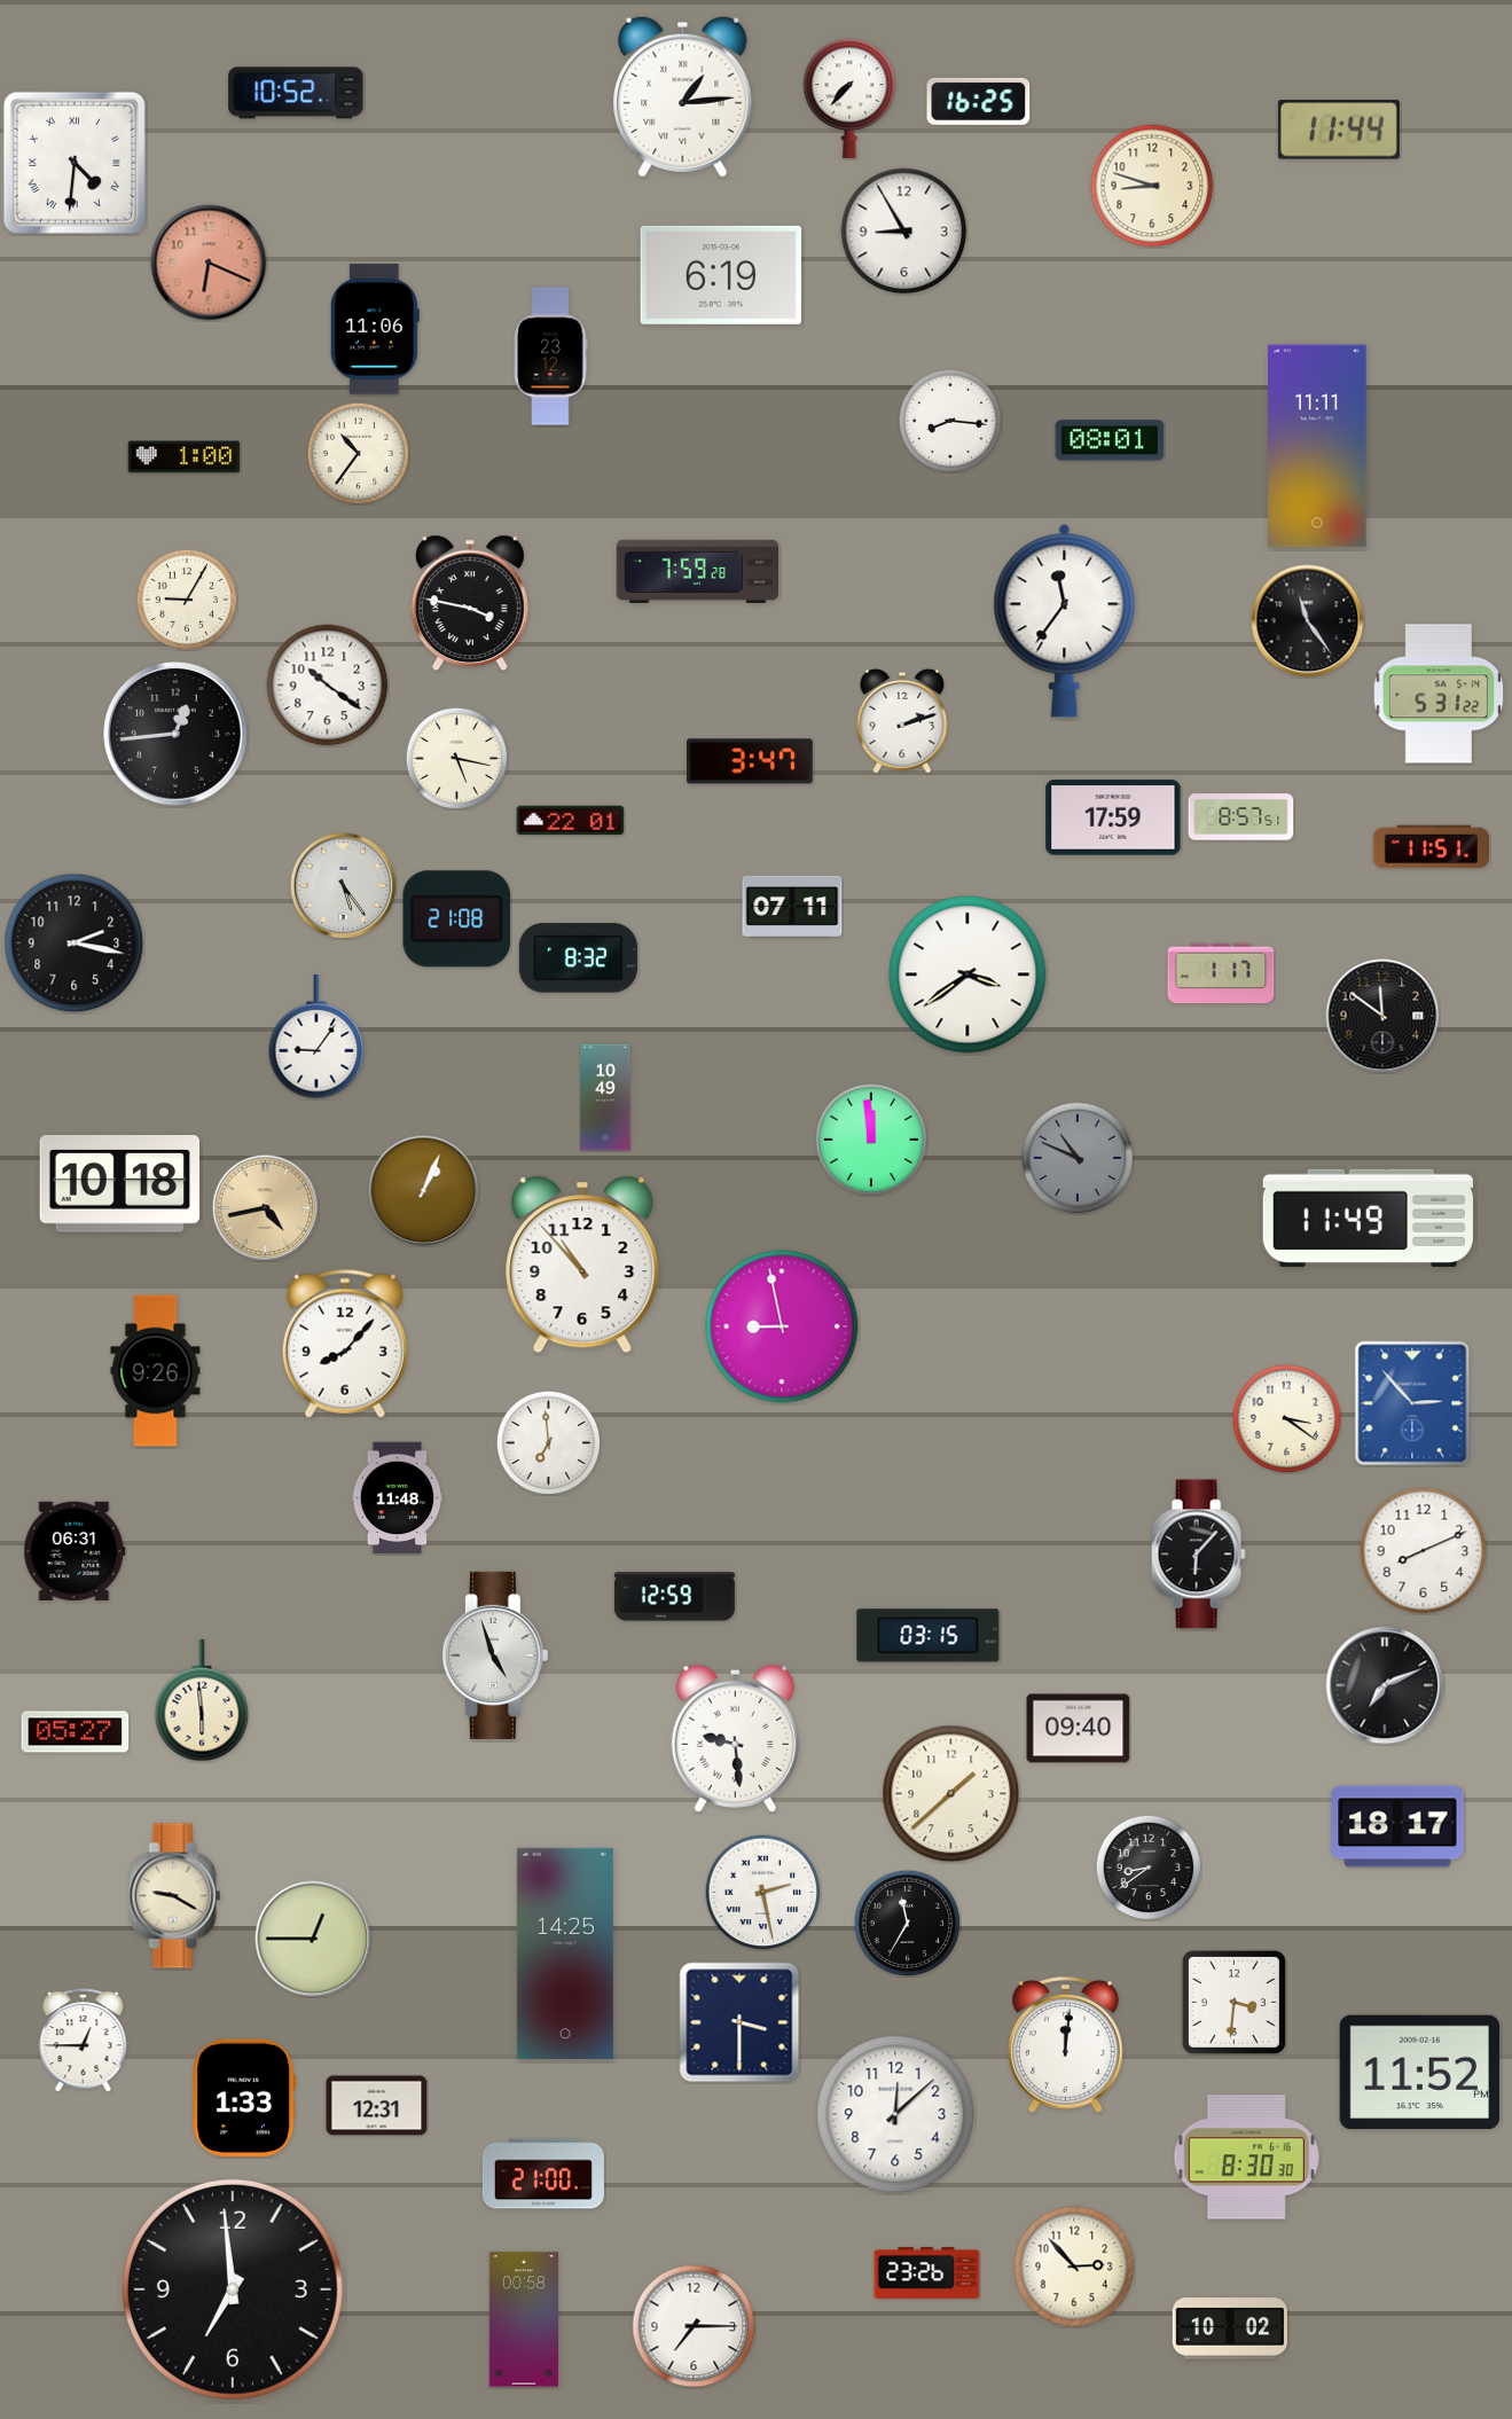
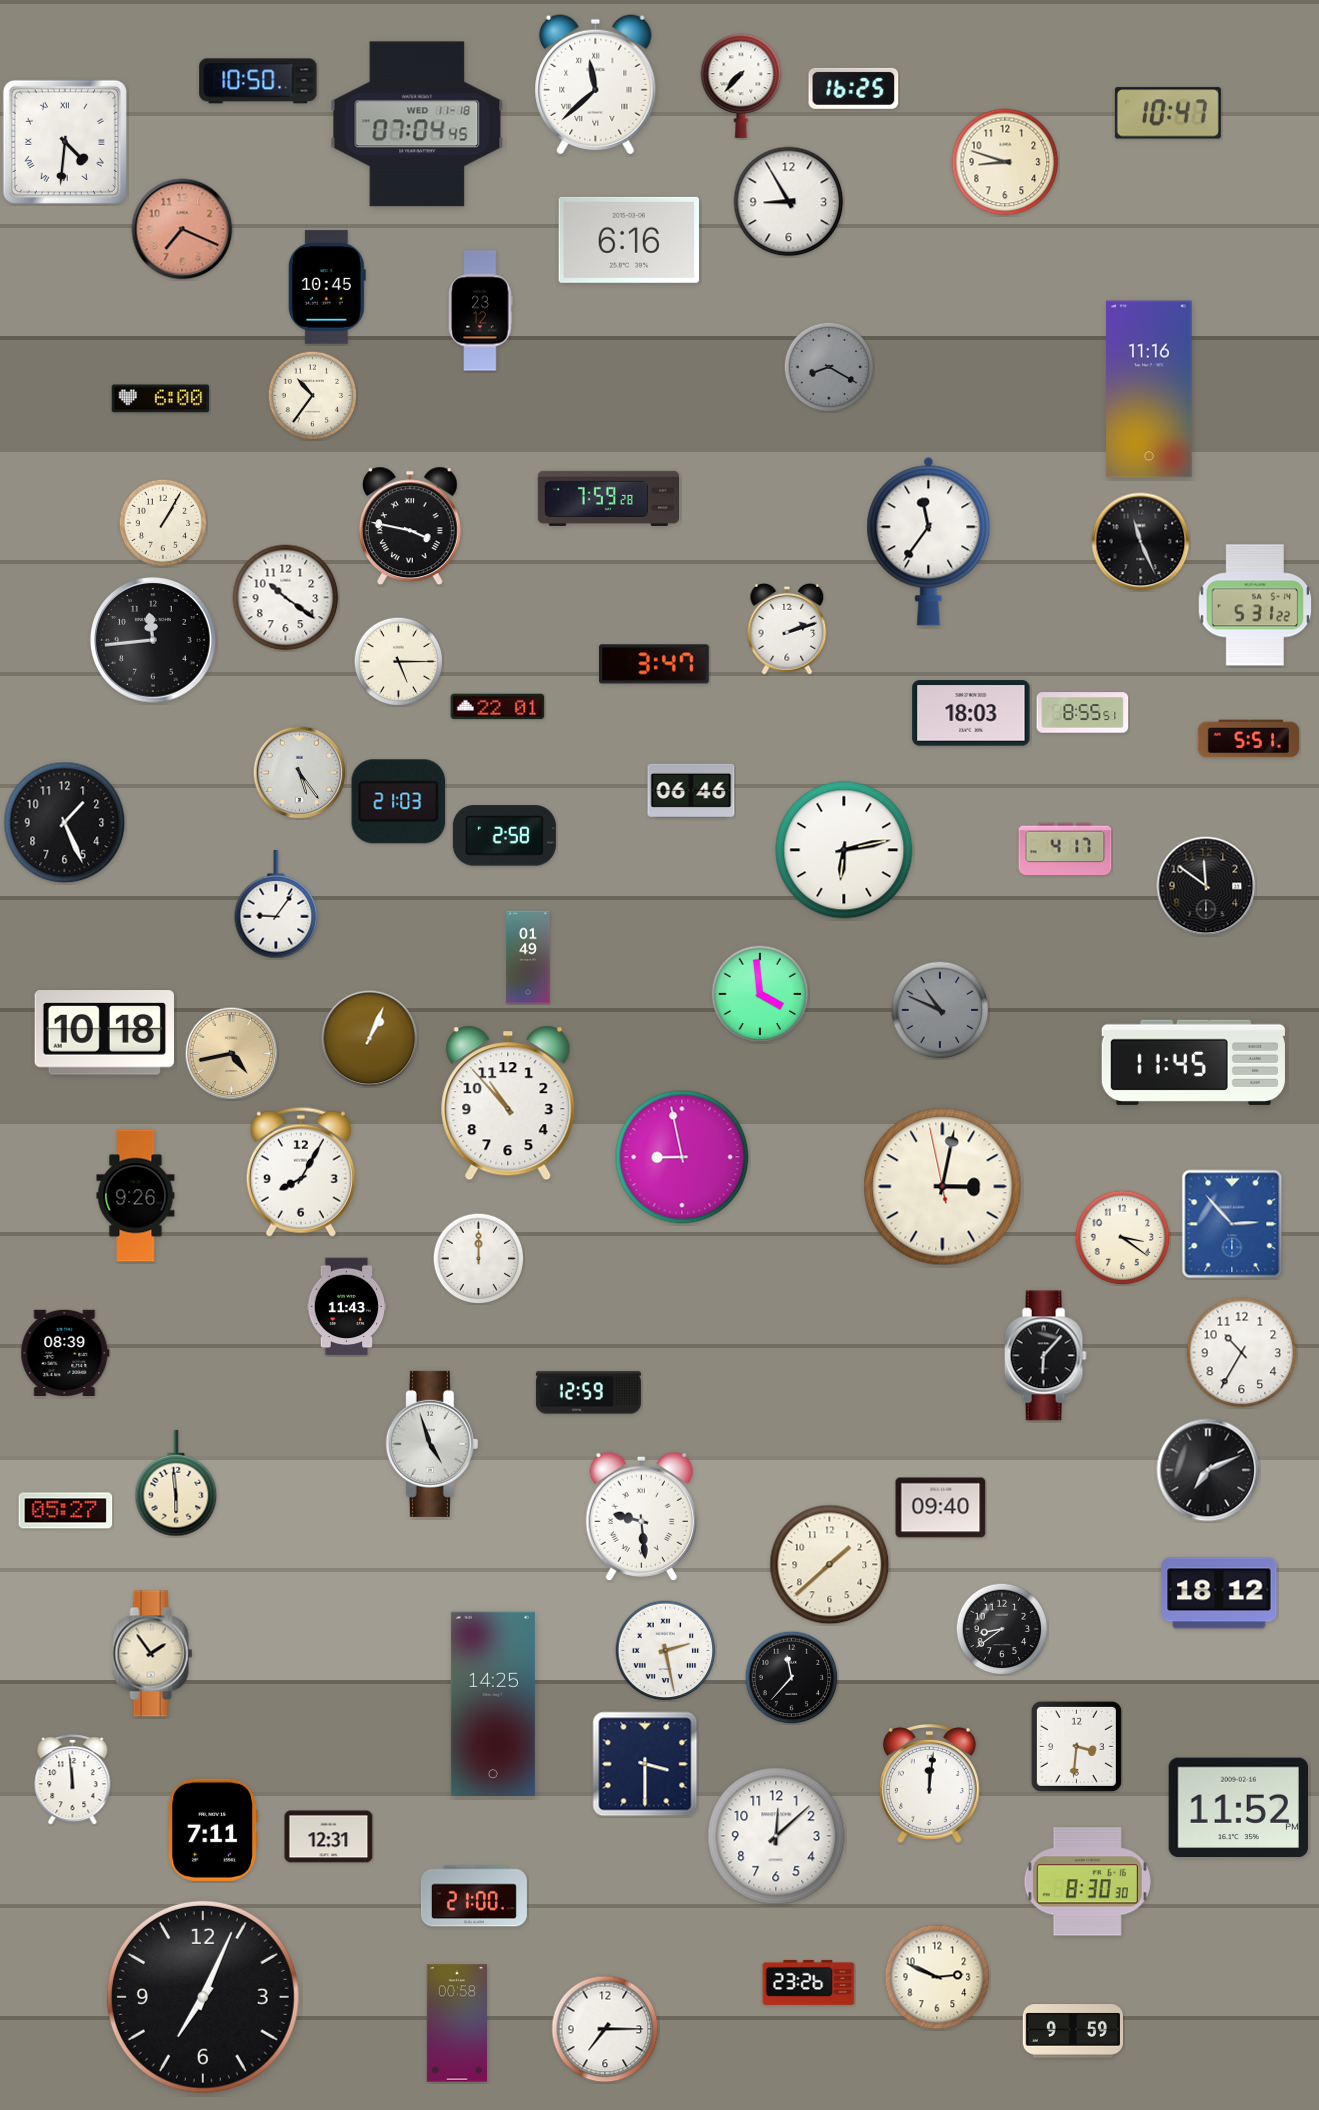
clock at (296, 93): 10:52 -> 10:50
clock at (683, 96): 1:14 -> 11:38
clock at (1339, 130): 11:44 -> 10:47
clock at (417, 124): none -> 07:04
clock at (209, 263): 6:19 -> 7:19
clock at (721, 275): 6:19 -> 6:16
clock at (375, 329): 11:06 -> 10:45
clock at (950, 421): 8:16 -> 8:20
clock at (950, 421) dial: white -> grey
clock at (1110, 440): 08:01 -> none
clock at (1317, 446): 11:11 -> 11:16
clock at (185, 457): 1:00 -> 6:00
clock at (187, 600): 9:05 -> 1:05
clock at (1308, 621): 11:24 -> 11:26
clock at (175, 734): 12:44 -> 11:44
clock at (456, 758): 5:17 -> 5:15
clock at (1113, 817): 17:59 -> 18:03
clock at (1241, 817): 8:57 -> 8:55
clock at (571, 821) position: (571, 821) -> (498, 707)
clock at (1431, 847): 11:51 -> 5:51
clock at (792, 907): 07:11 -> 06:46
clock at (457, 919): 21:08 -> 21:03
clock at (75, 944): 2:17 -> 1:26
clock at (578, 958): 8:32 -> 2:58
clock at (1221, 973): 1:17 -> 4:17
clock at (967, 974): 3:39 -> 6:13
clock at (605, 1097): 10:49 -> 01:49
clock at (871, 1140): 11:59 -> 3:59
clock at (1368, 1218): 11:49 -> 11:45
clock at (345, 1344): 8:07 -> 8:05
clock at (943, 1187): none -> 3:01
clock at (548, 1442): 6:59 -> 12:00
clock at (398, 1498): 11:48 -> 11:43
clock at (75, 1550): 06:31 -> 08:39
clock at (1424, 1551): 8:11 -> 10:35
clock at (929, 1636): 03:15 -> none
clock at (1397, 1826): 18:17 -> 18:12
clock at (175, 1896): 9:20 -> 1:54
clock at (907, 1923): 11:35 -> 11:37
clock at (313, 1939): 12:45 -> none
clock at (84, 2041): 12:45 -> 11:59
clock at (244, 2098): 1:33 -> 7:11
clock at (895, 2114) position: (895, 2114) -> (776, 1836)
clock at (1074, 2267): 2:53 -> 2:49
clock at (233, 2289): 6:59 -> 7:04
clock at (1229, 2328): 10:02 -> 9:59
